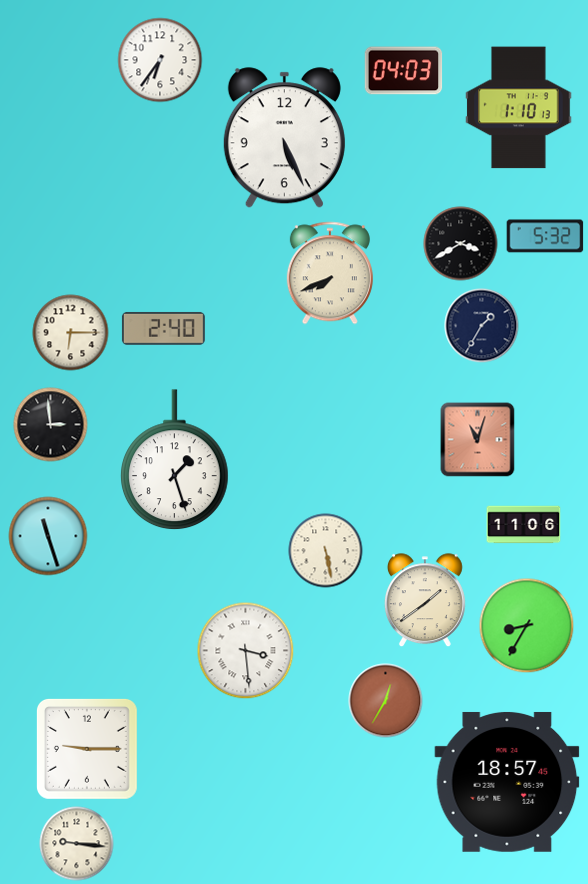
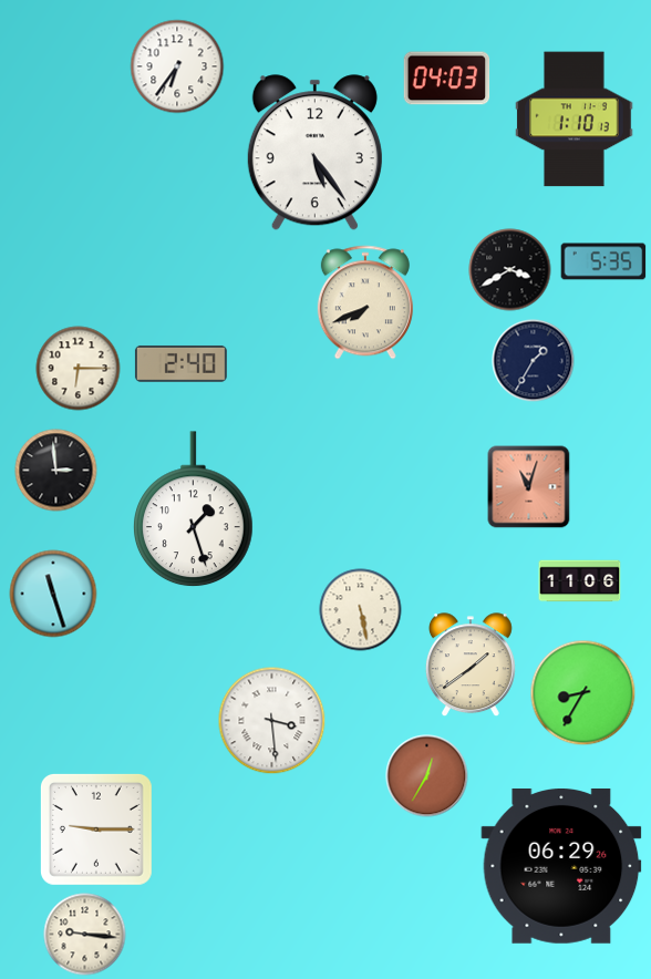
clock at (284, 138): 5:26 -> 5:24
clock at (545, 236): 5:32 -> 5:35
clock at (507, 782): 18:57 -> 06:29
